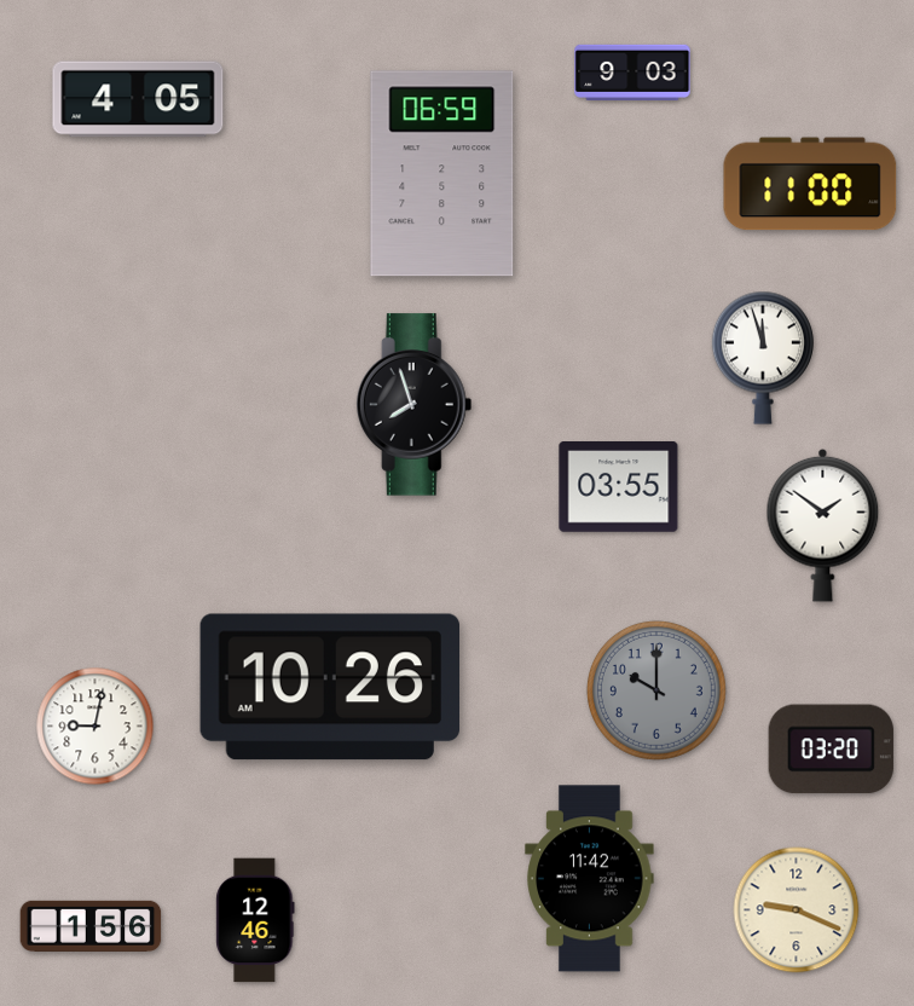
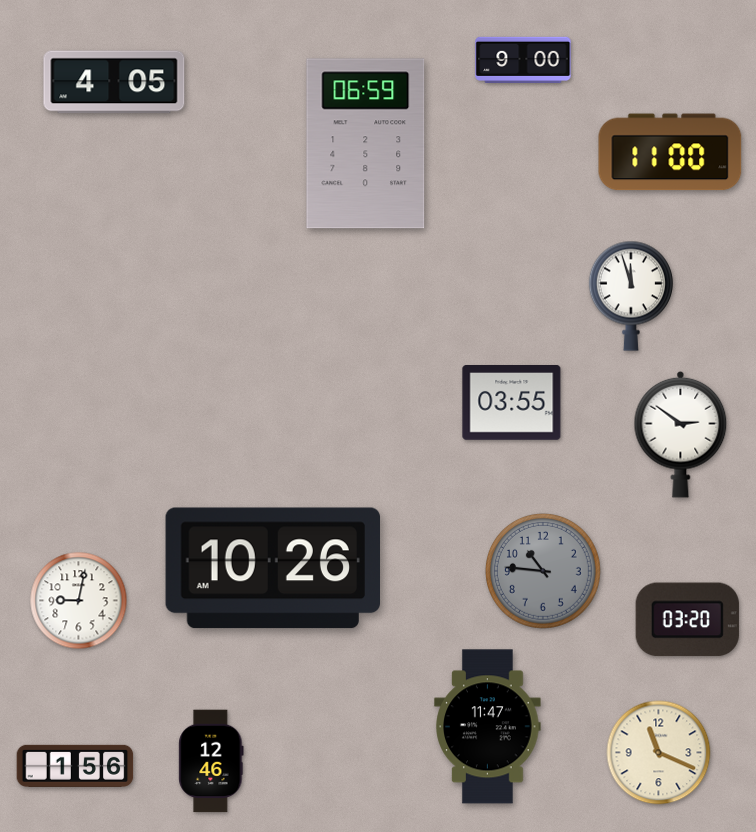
clock at (632, 71): 9:03 -> 9:00
clock at (415, 405): 7:57 -> none
clock at (823, 525): 1:51 -> 2:51
clock at (656, 690): 10:00 -> 10:46
clock at (590, 879): 11:42 -> 11:47
clock at (797, 910): 9:19 -> 11:19
